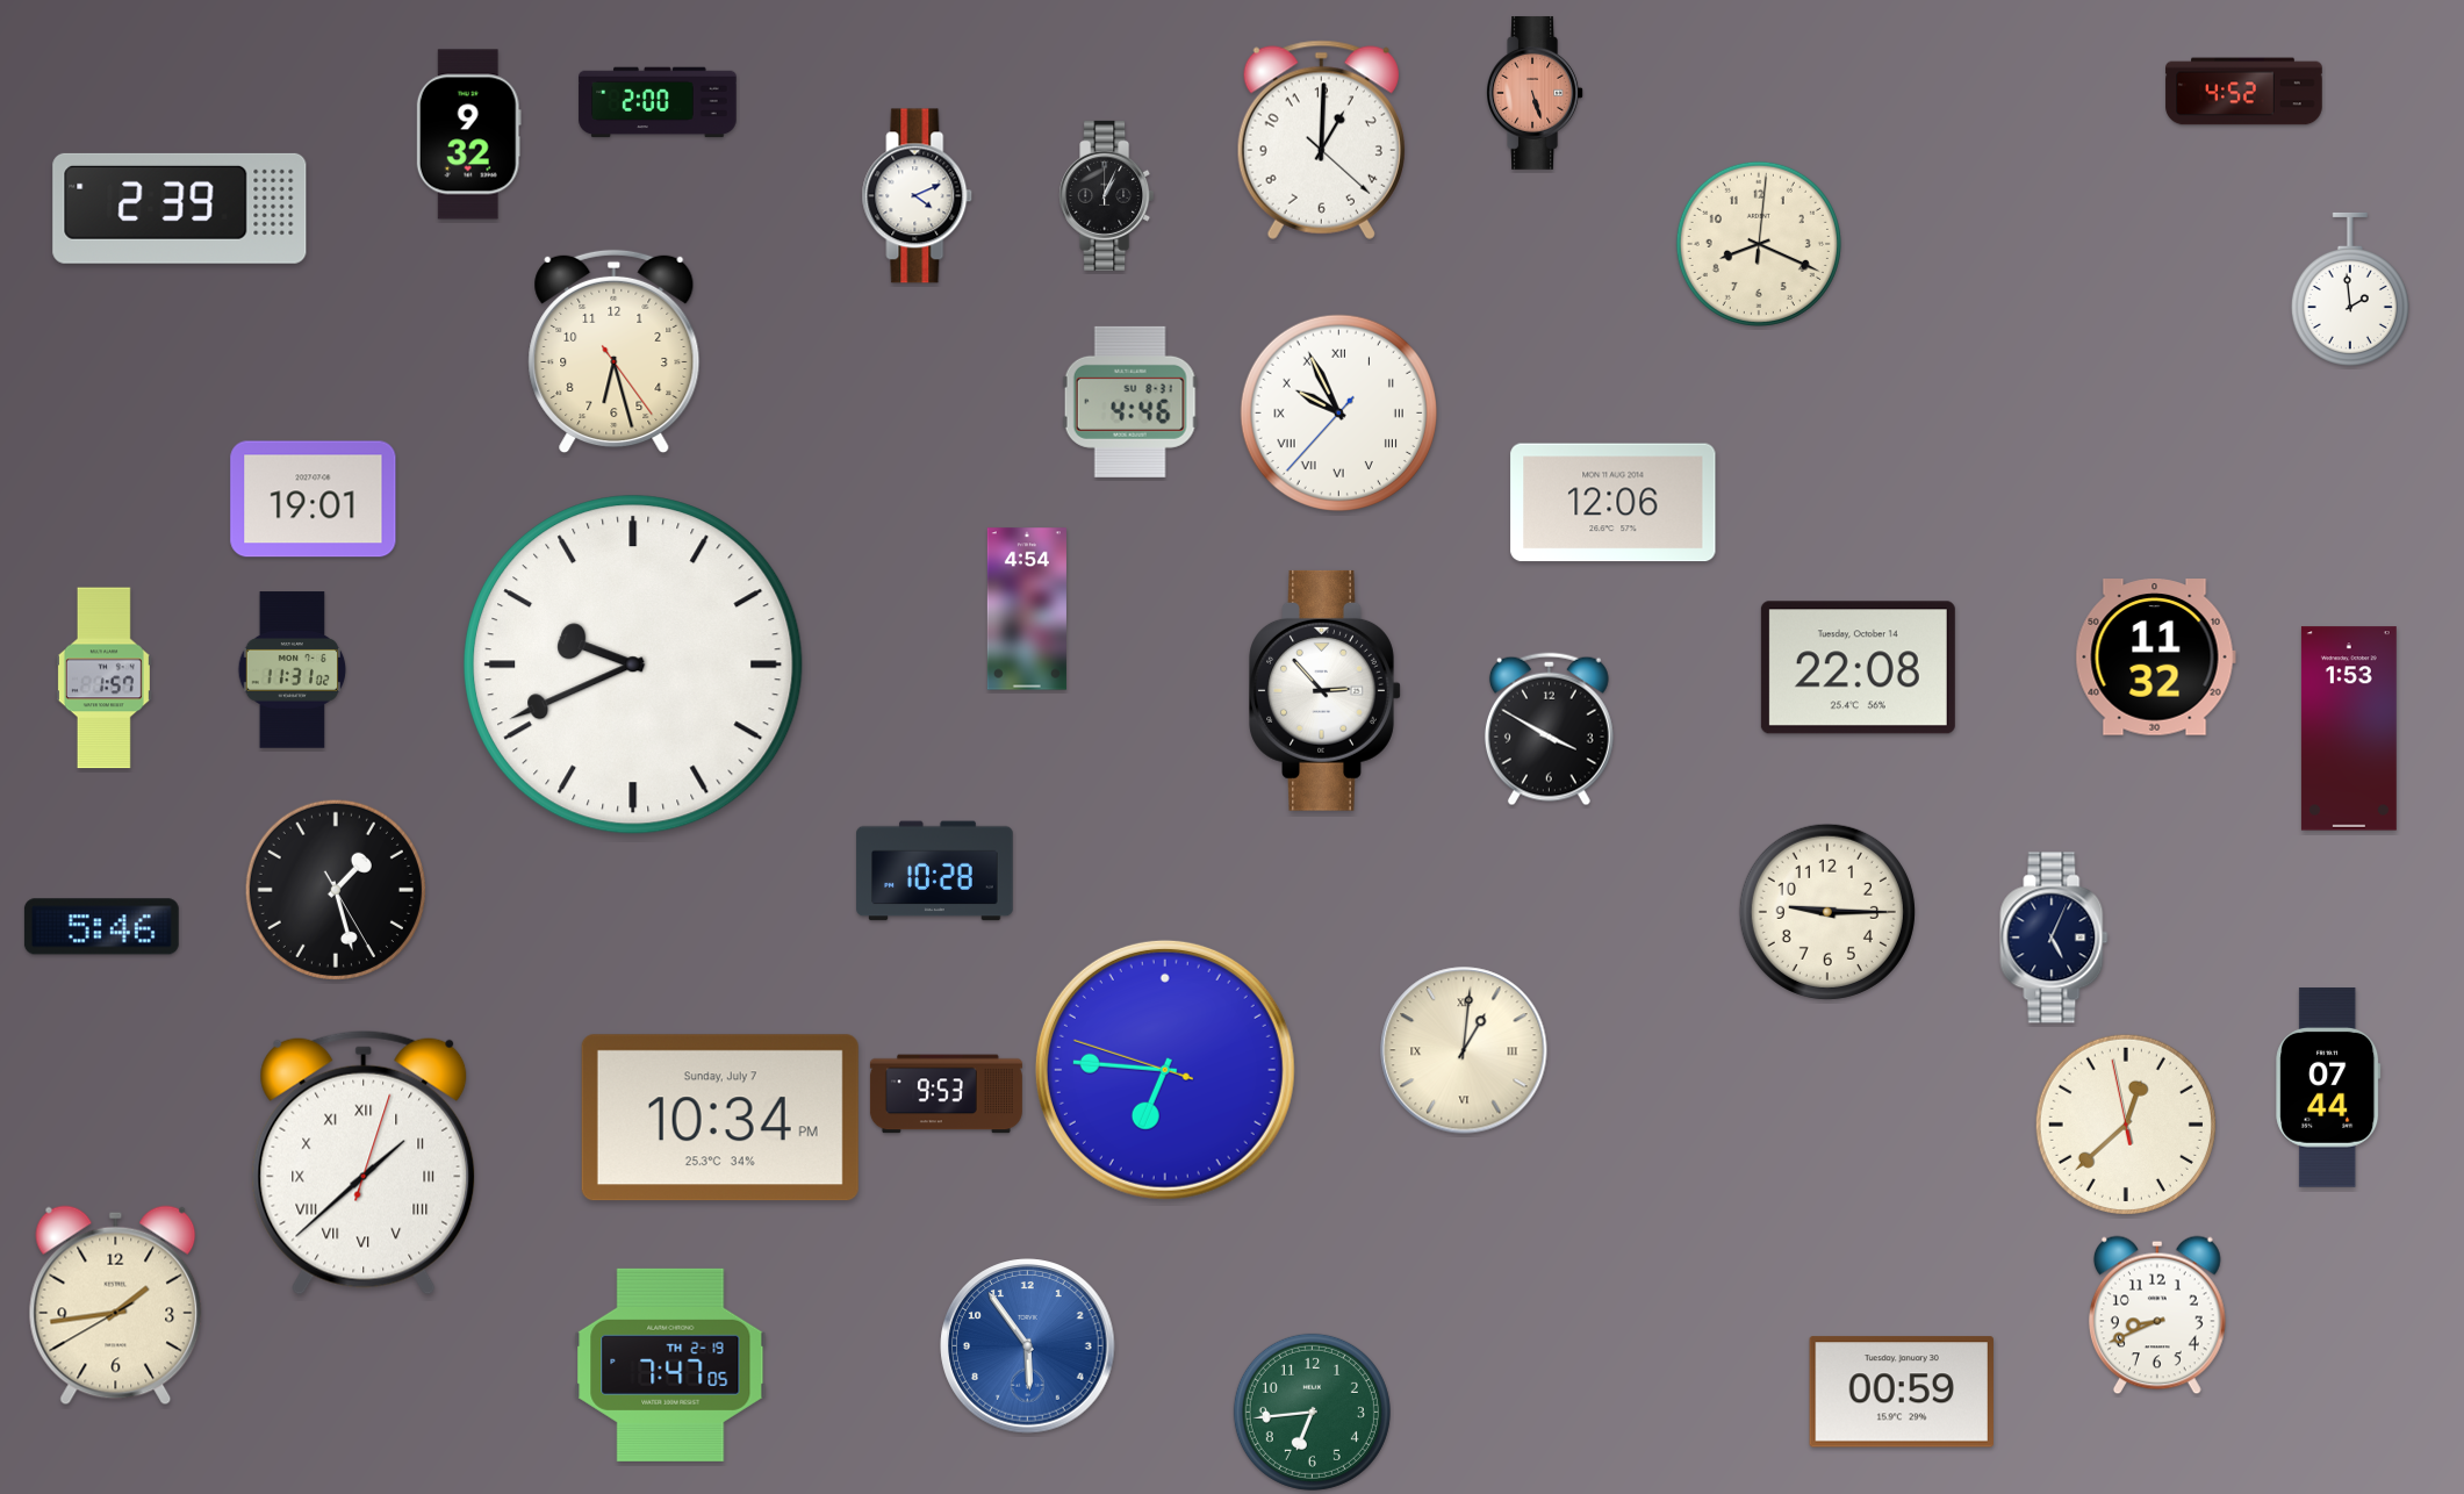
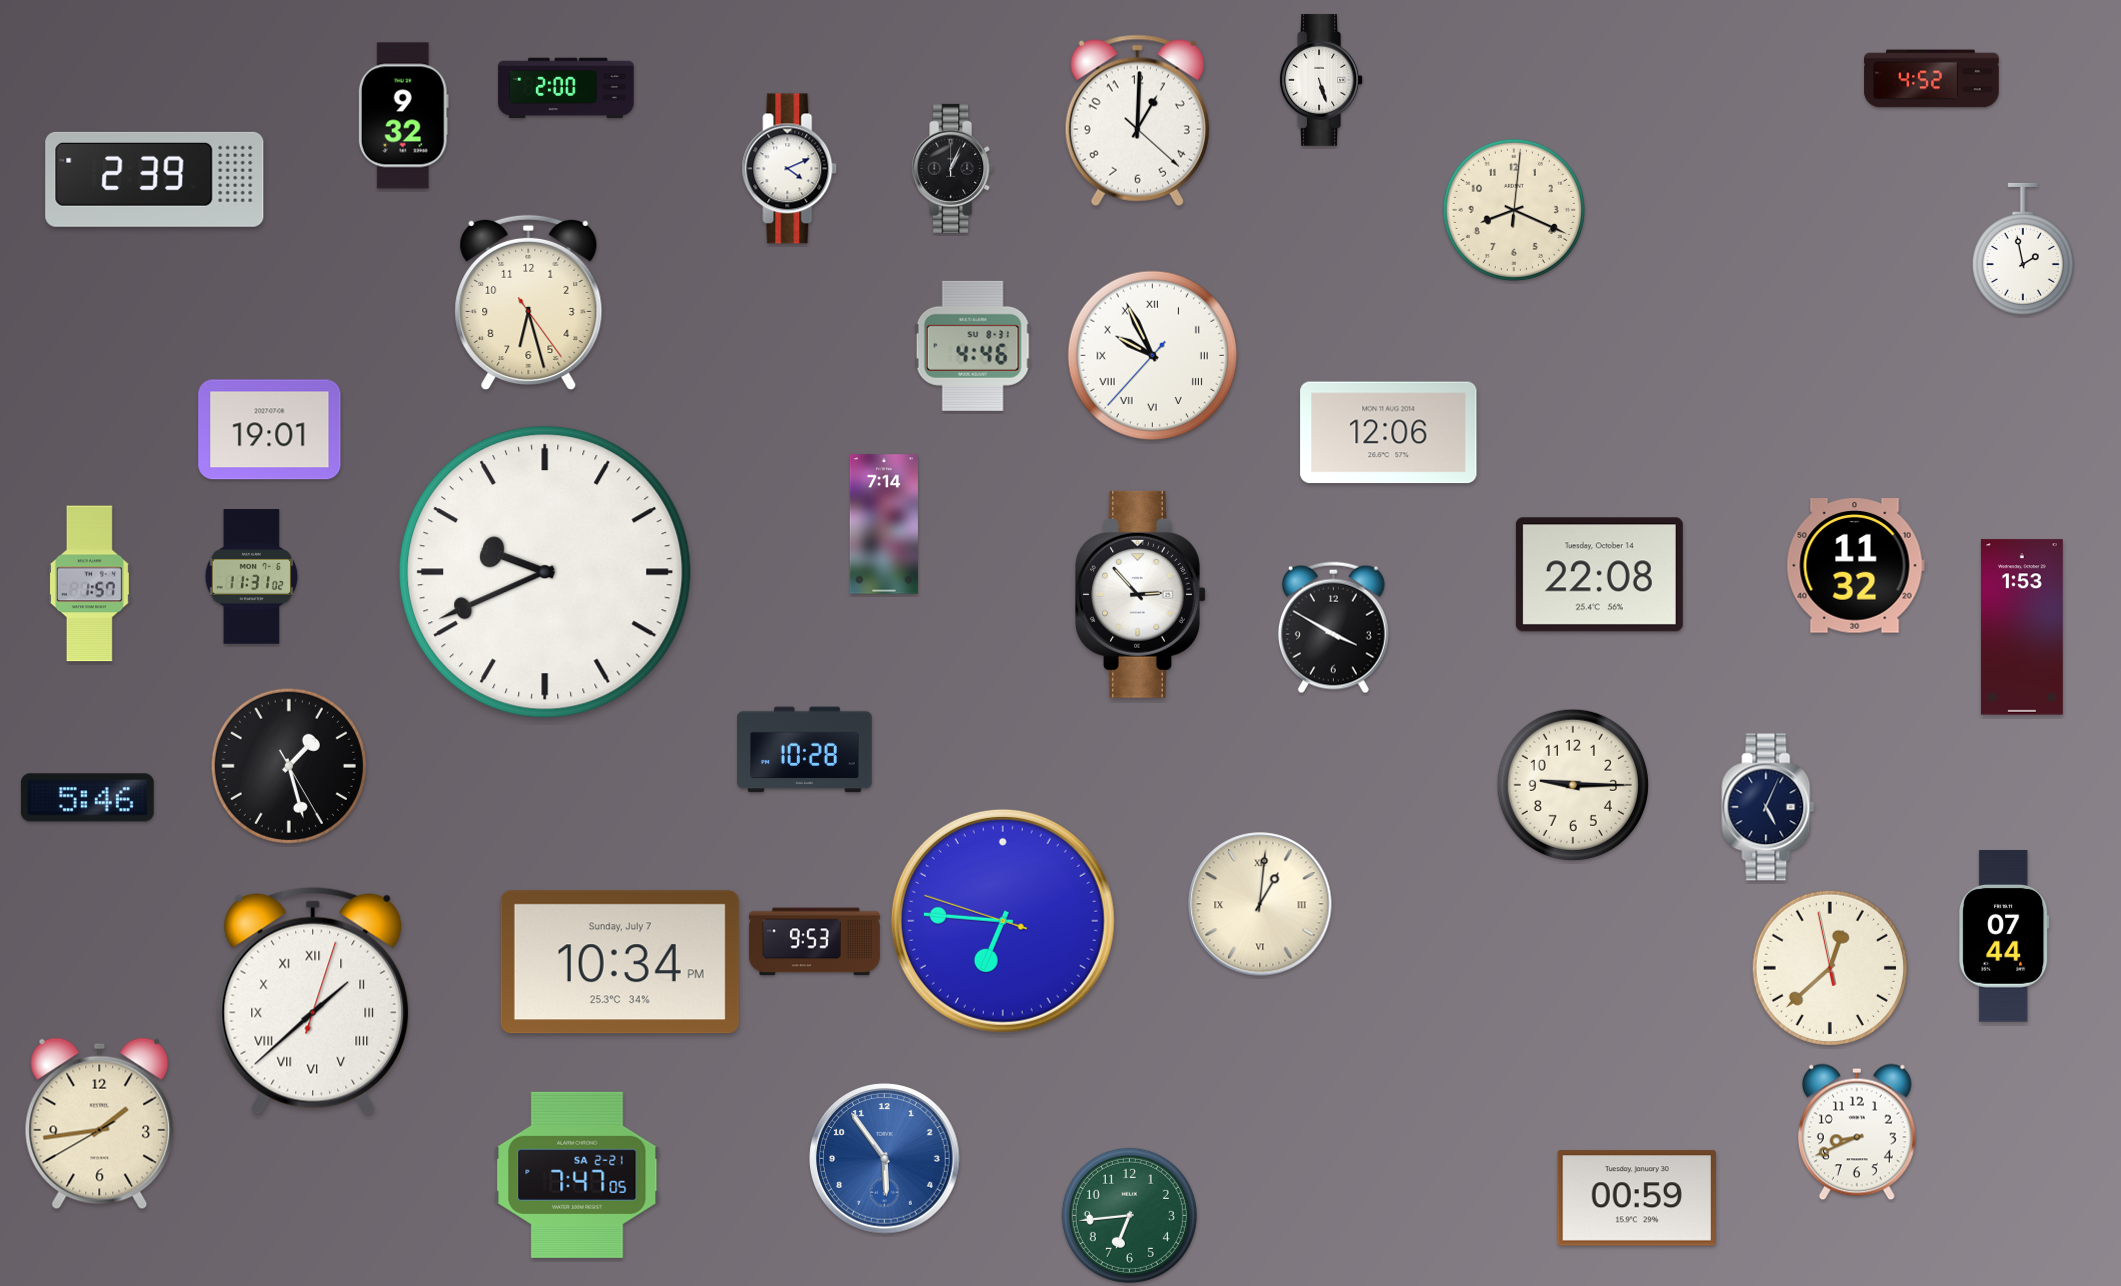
clock at (1535, 93) dial: salmon -> white
clock at (2350, 289): 1:59 -> 1:58
clock at (1027, 609): 4:54 -> 7:14
clock at (670, 1365) date: TH 2-19 -> SA 2-21
